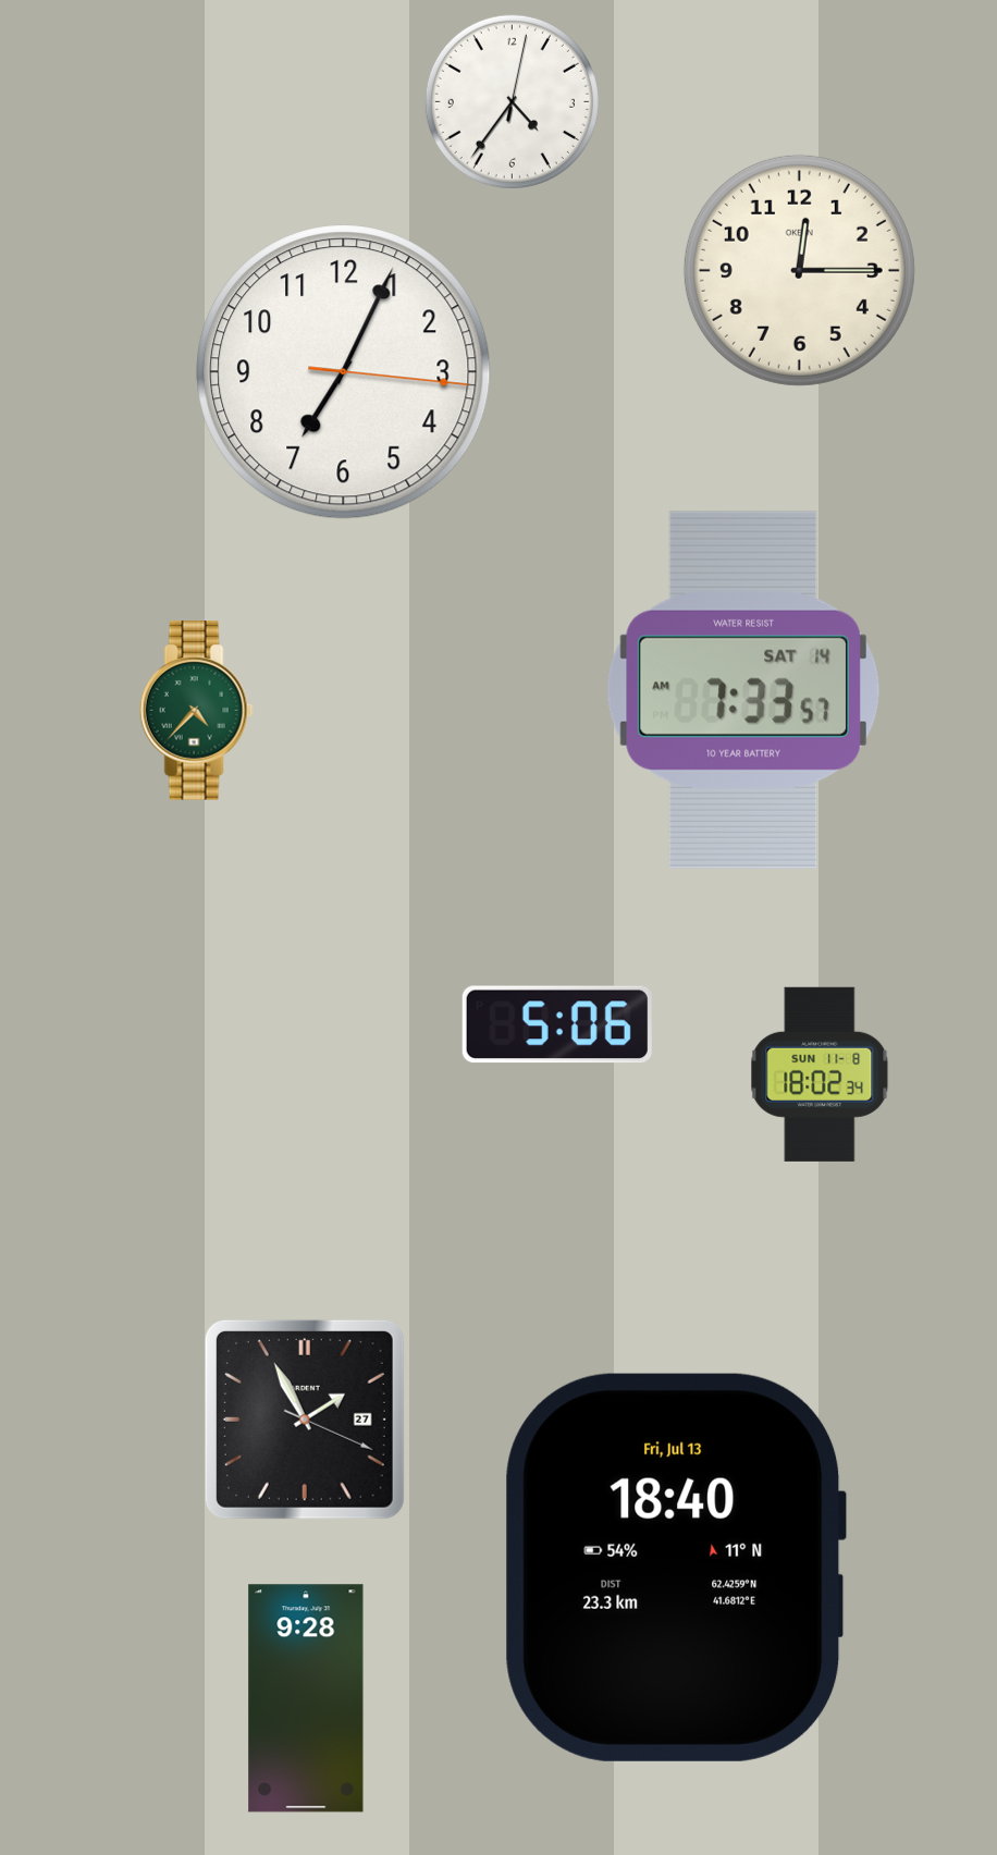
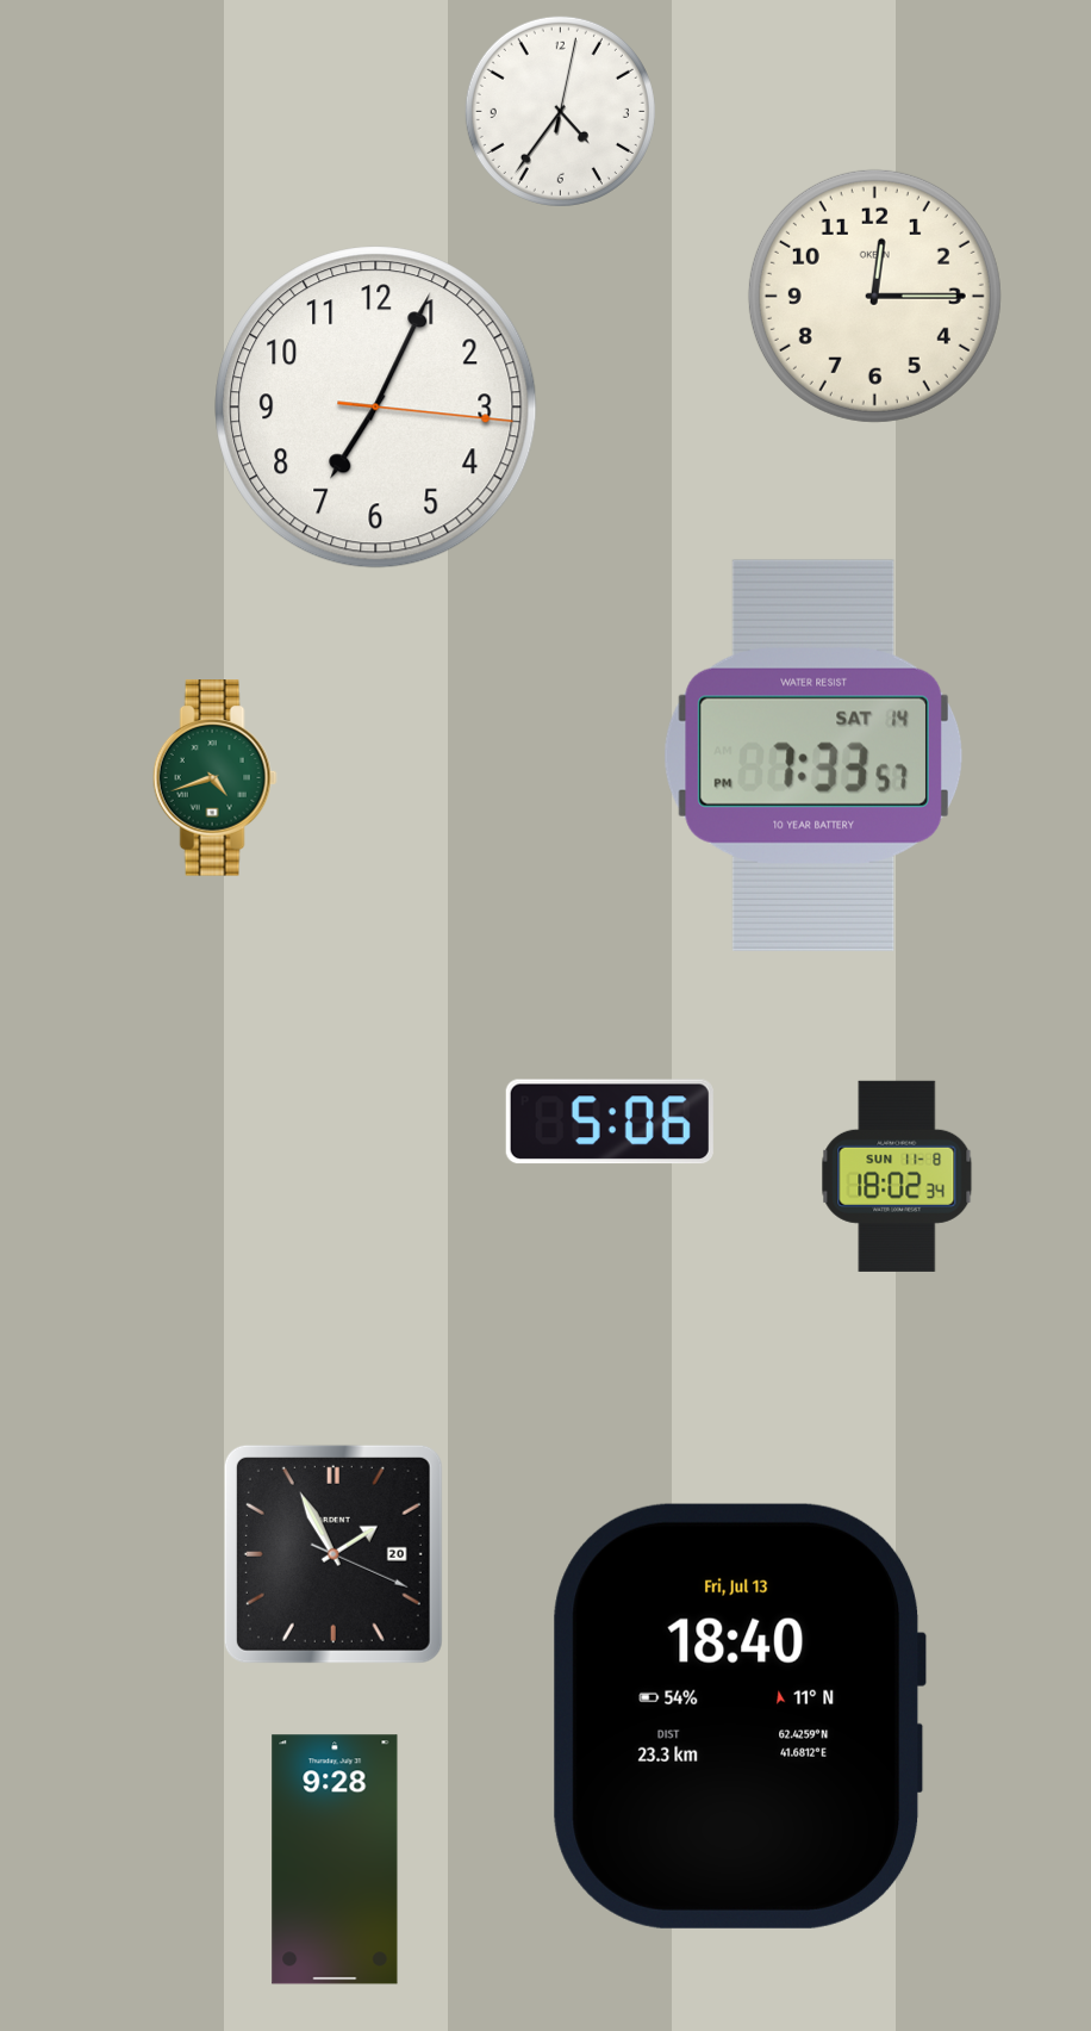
clock at (743, 690): 7:33:57 AM -> 7:33:57 PM
clock at (196, 711): 4:37 -> 4:42
clock at (305, 1420) date: 27 -> 20
